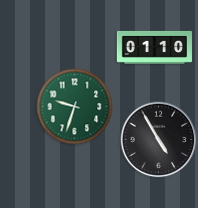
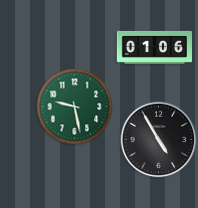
clock at (154, 47): 01:10 -> 01:06
clock at (75, 107): 9:33 -> 9:28
